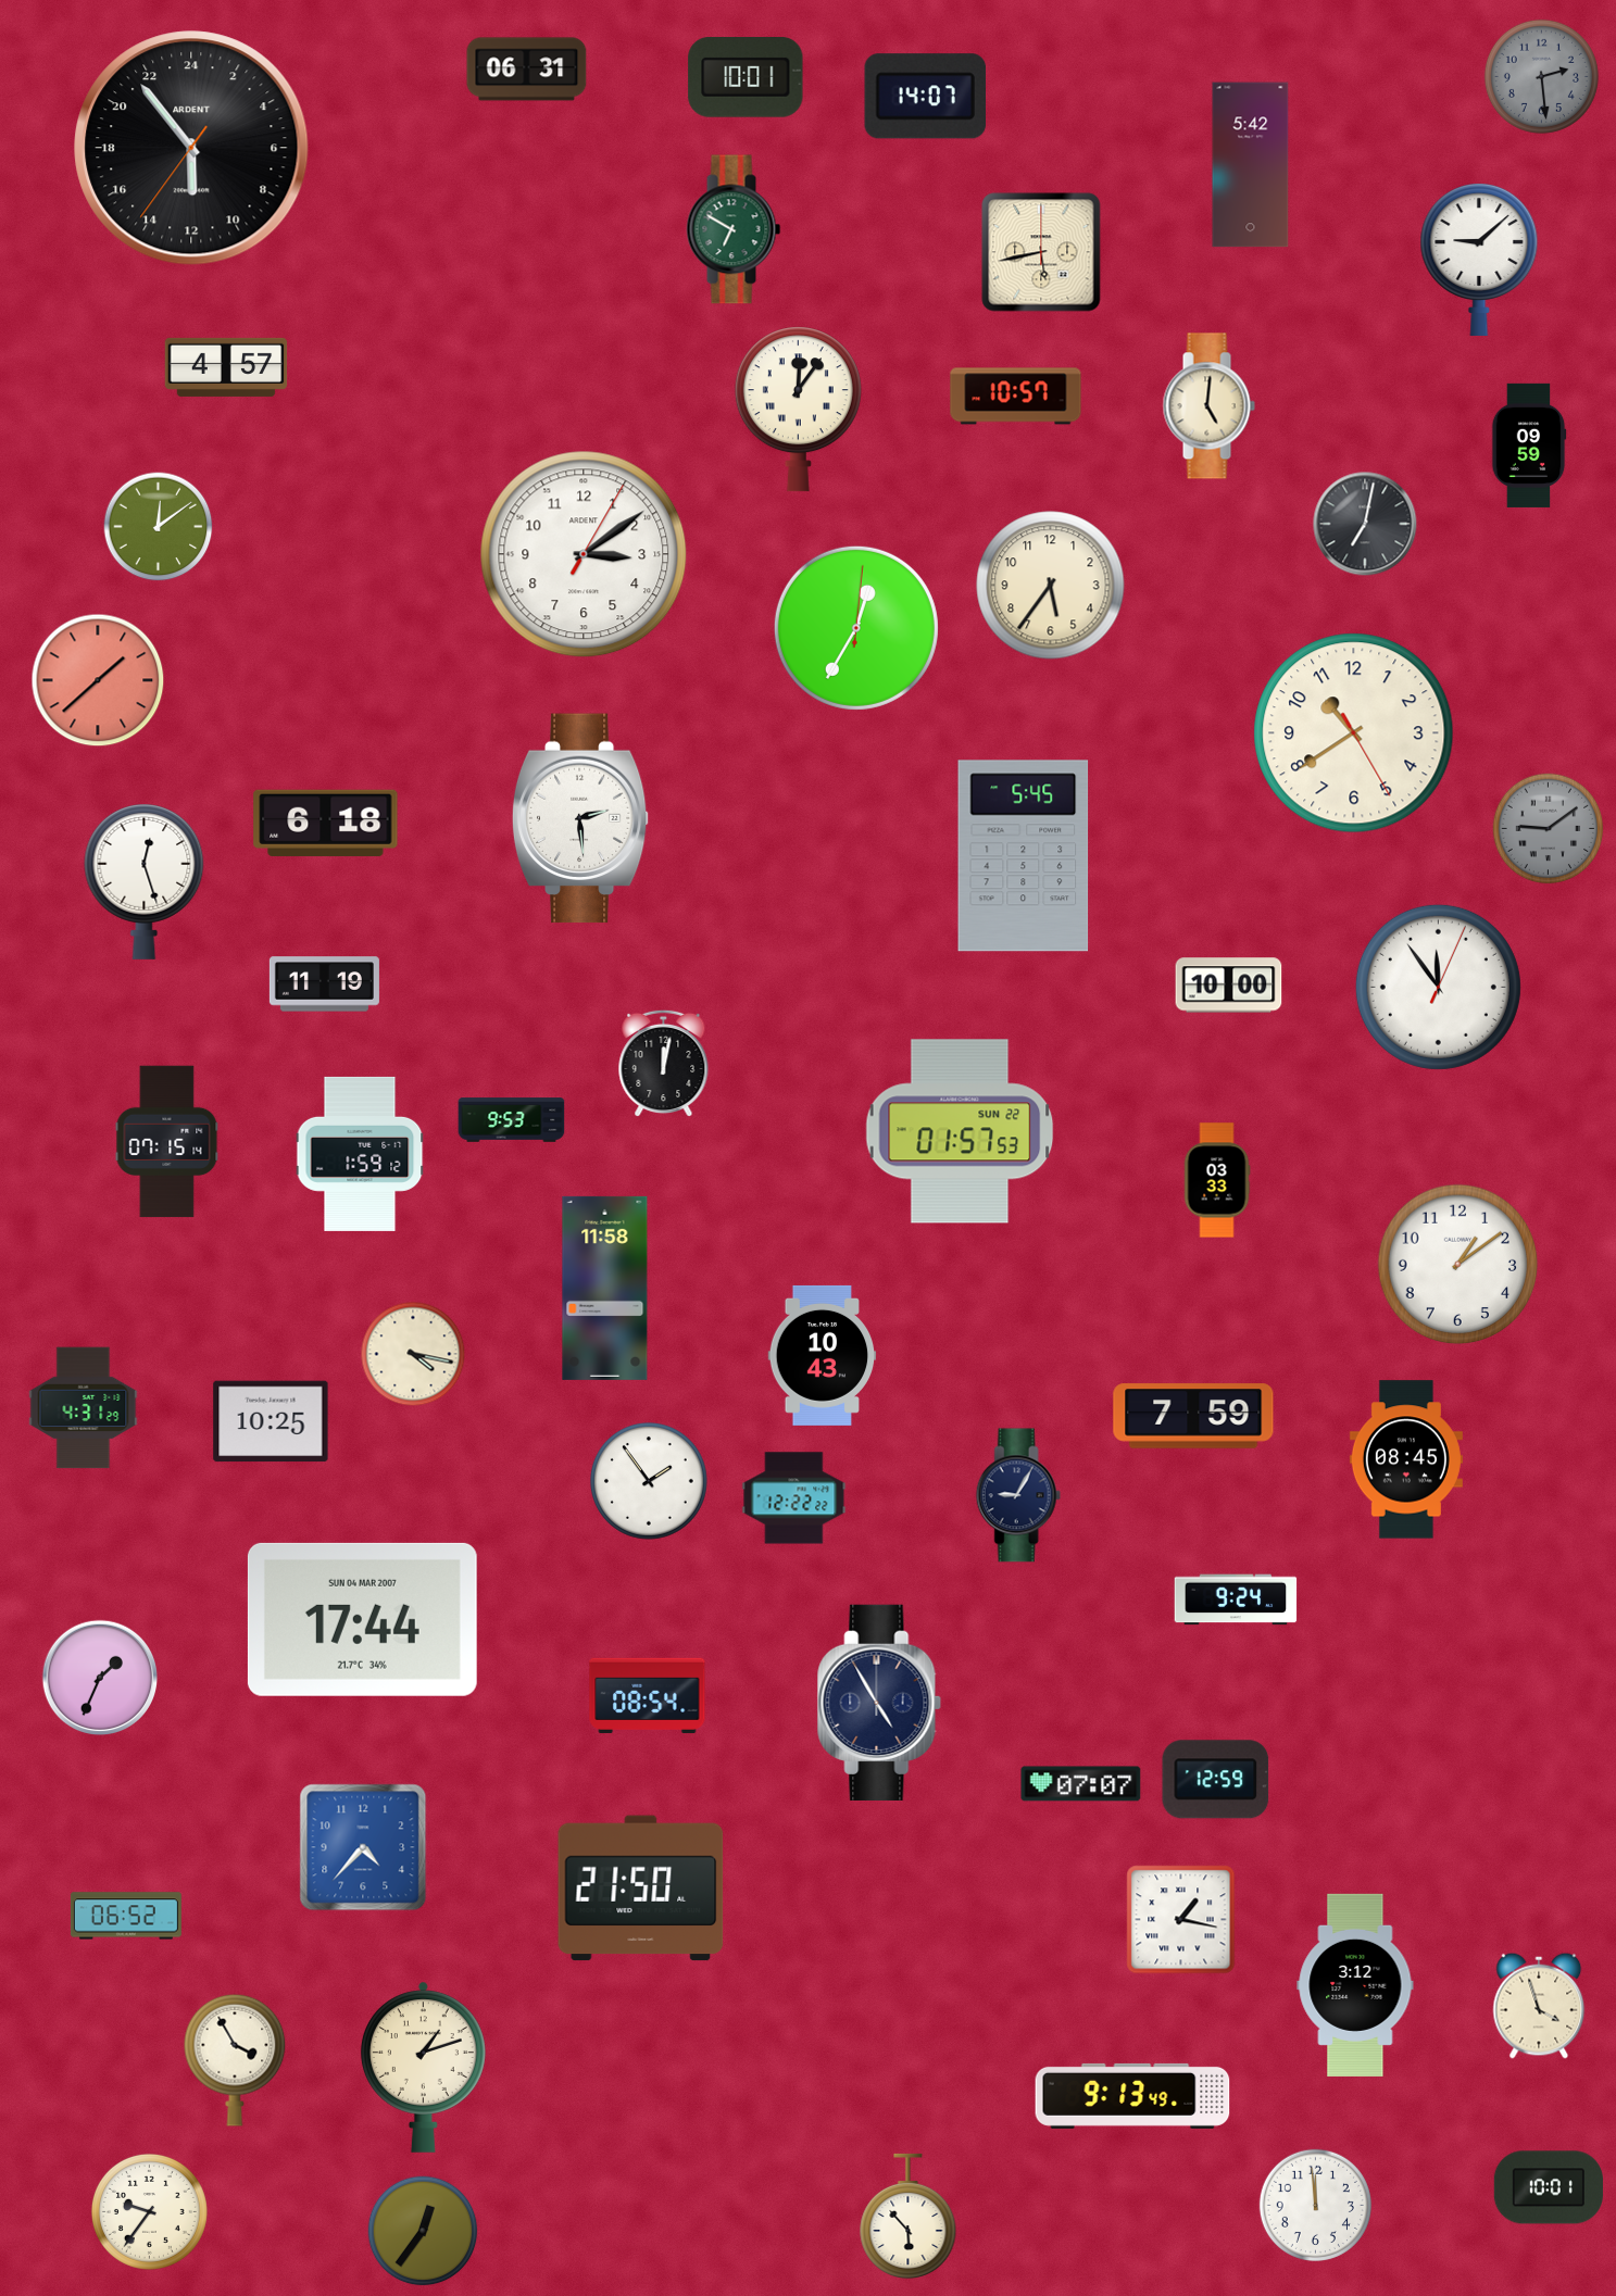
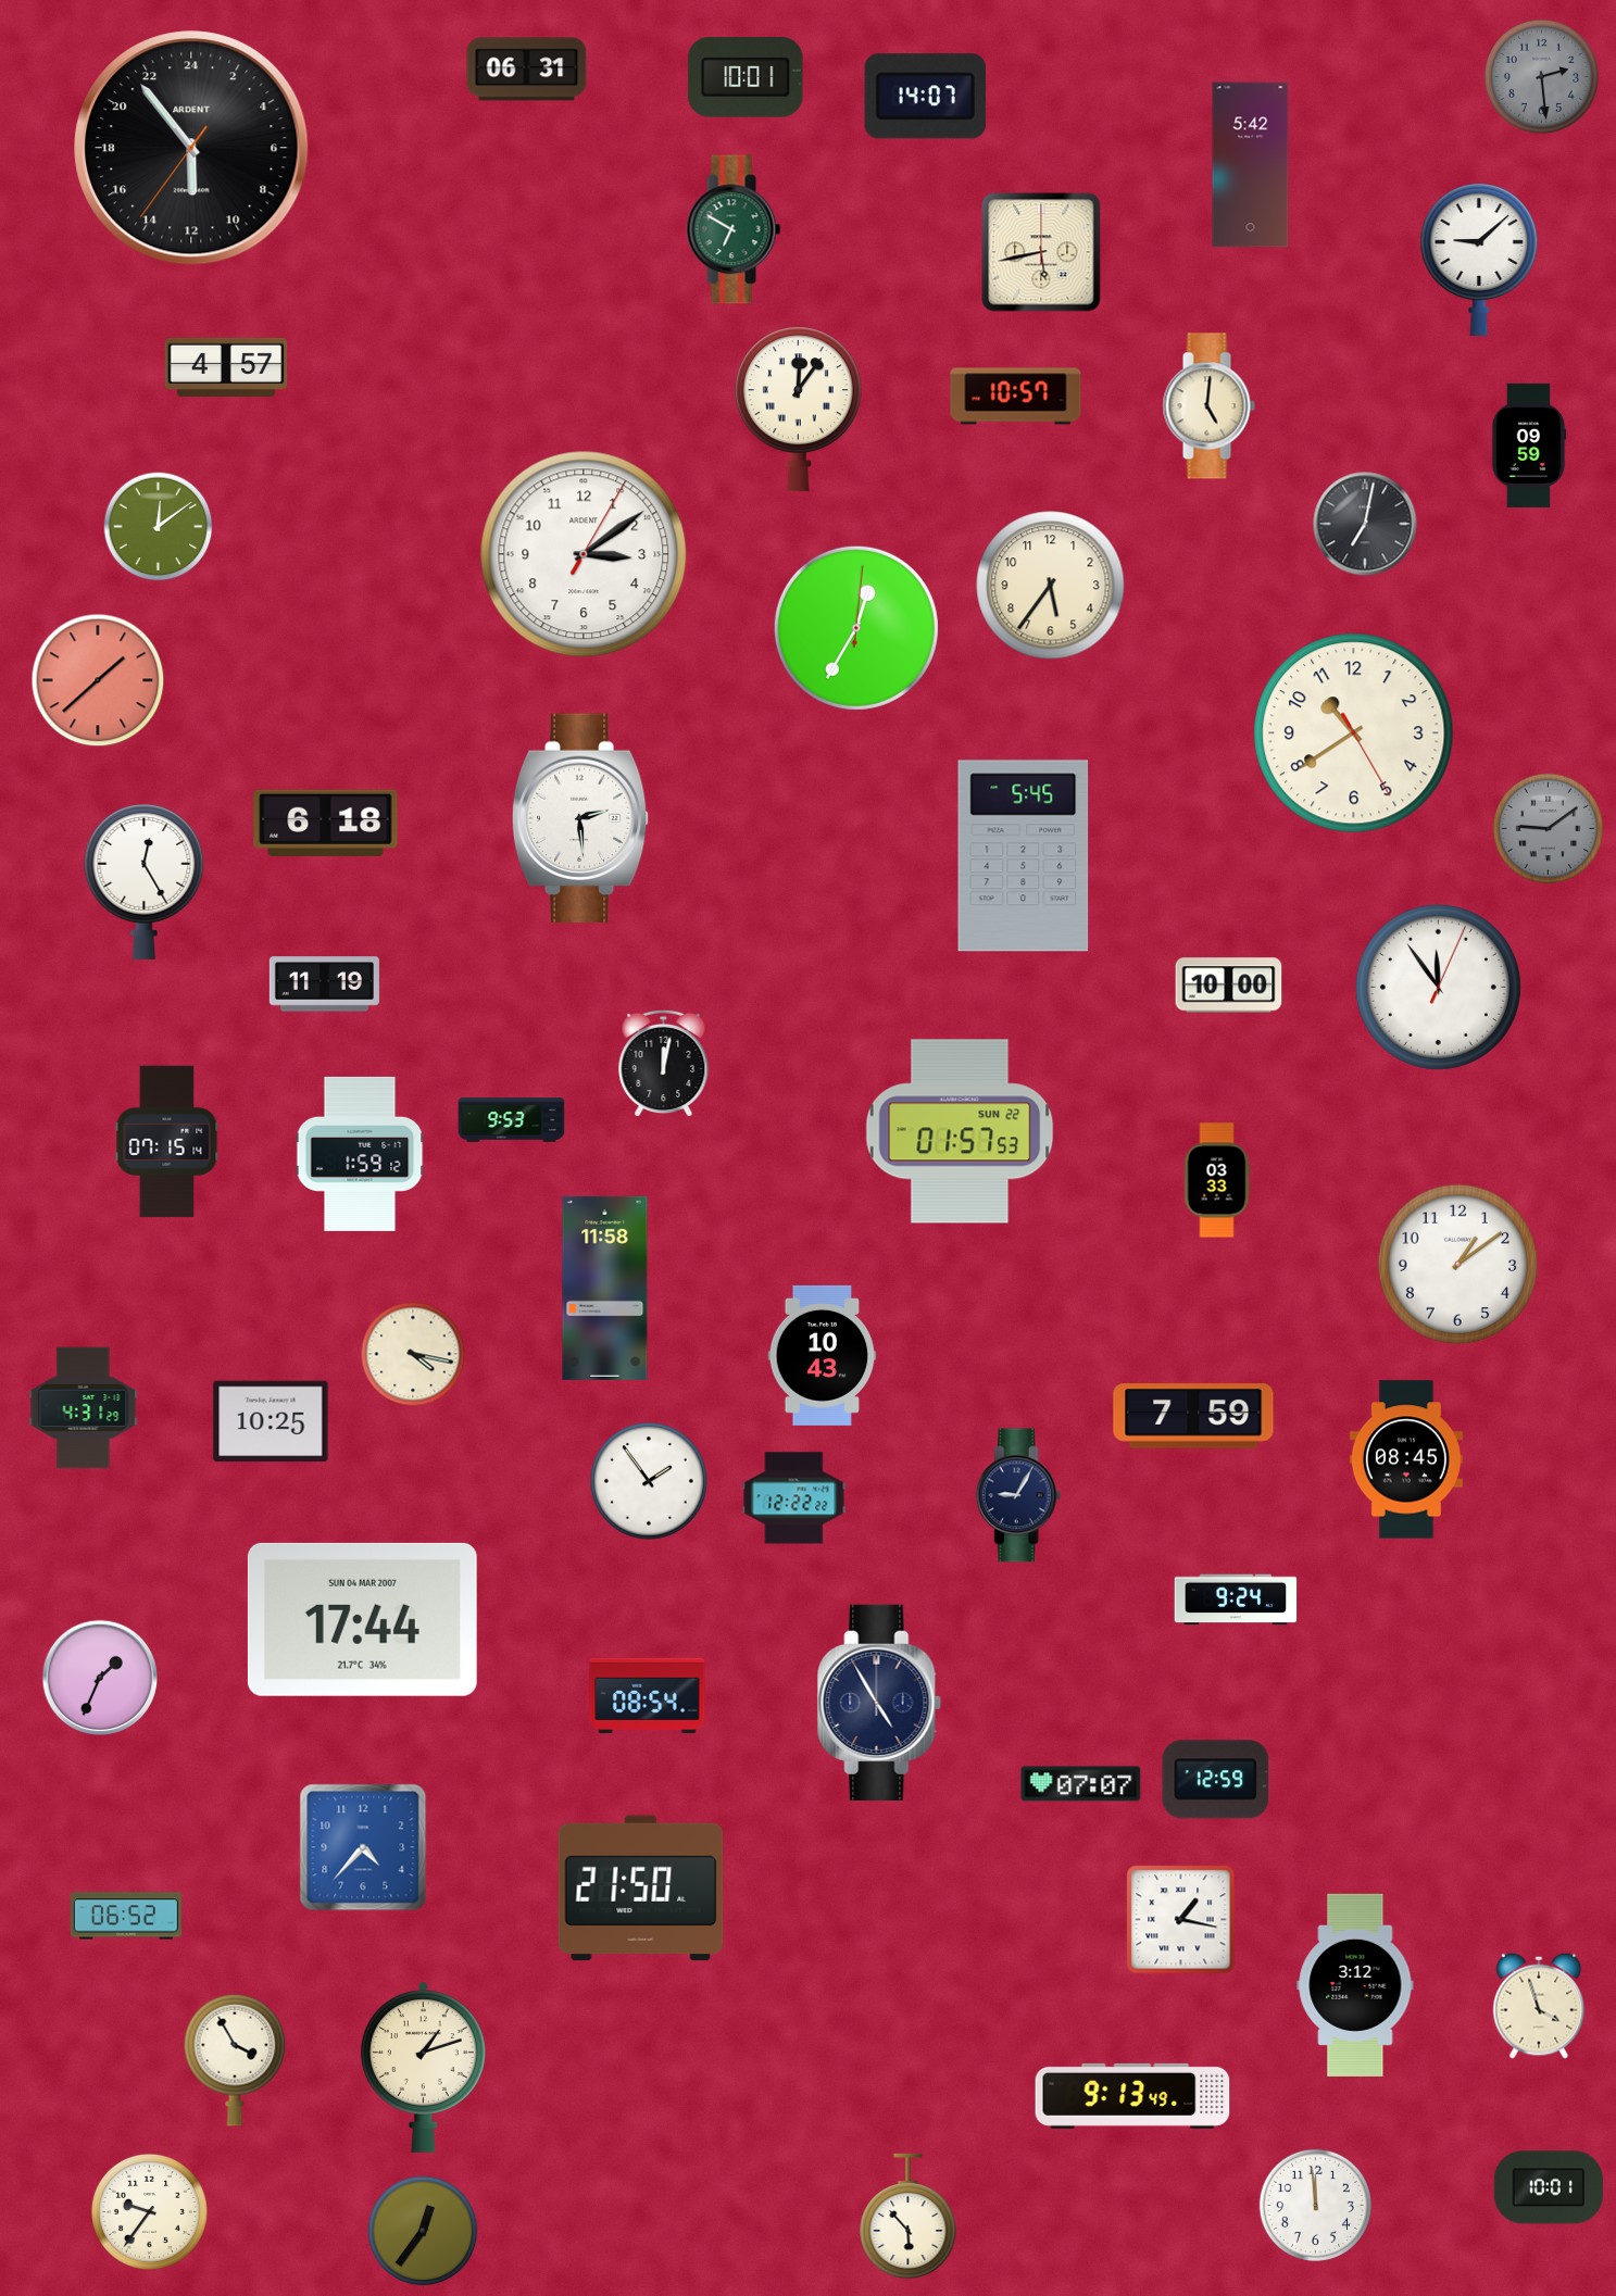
clock at (145, 881): 12:27 -> 12:25
